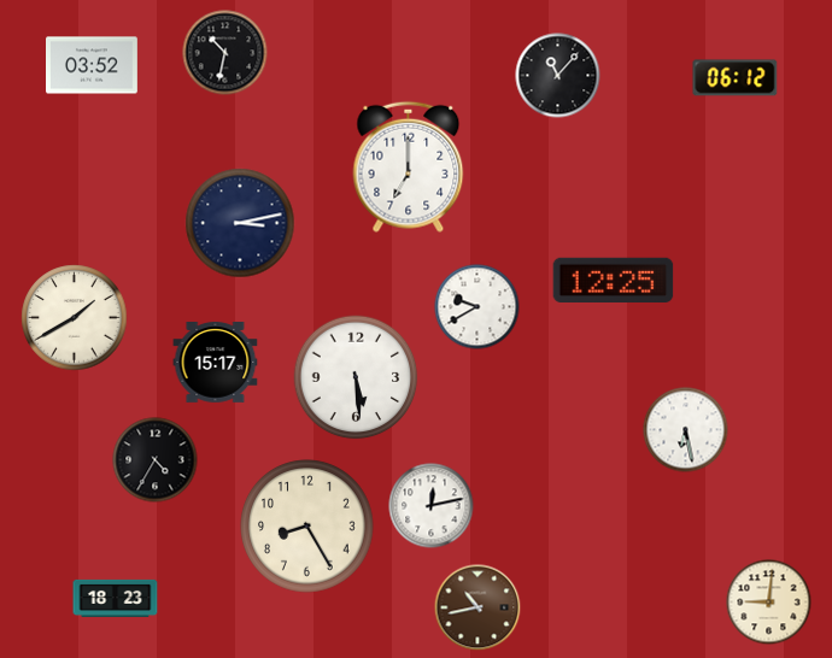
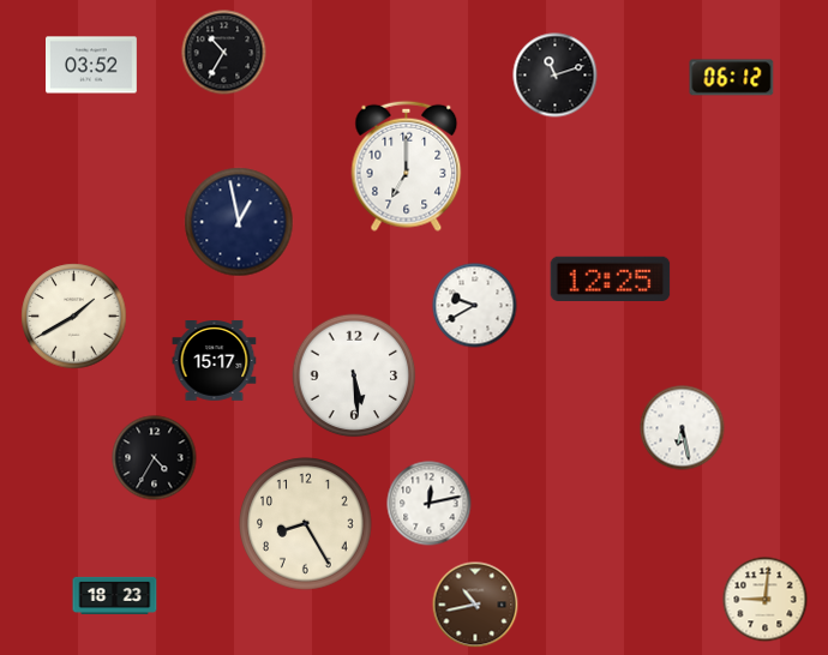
clock at (225, 53): 10:32 -> 10:35
clock at (558, 76): 11:07 -> 11:12
clock at (240, 223): 3:13 -> 12:58
